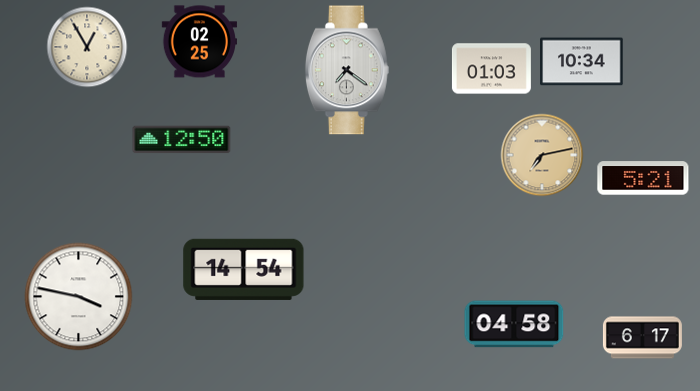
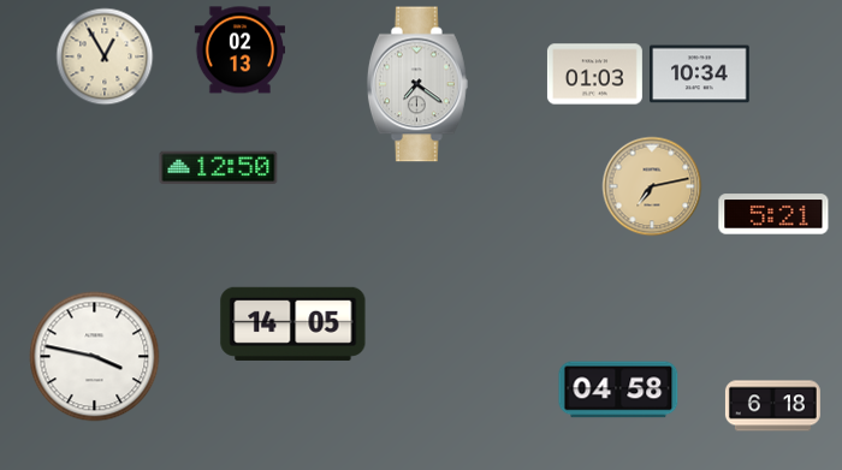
clock at (199, 42): 02:25 -> 02:13
clock at (491, 69) position: (491, 69) -> (594, 75)
clock at (244, 269): 14:54 -> 14:05
clock at (642, 338): 6:17 -> 6:18
